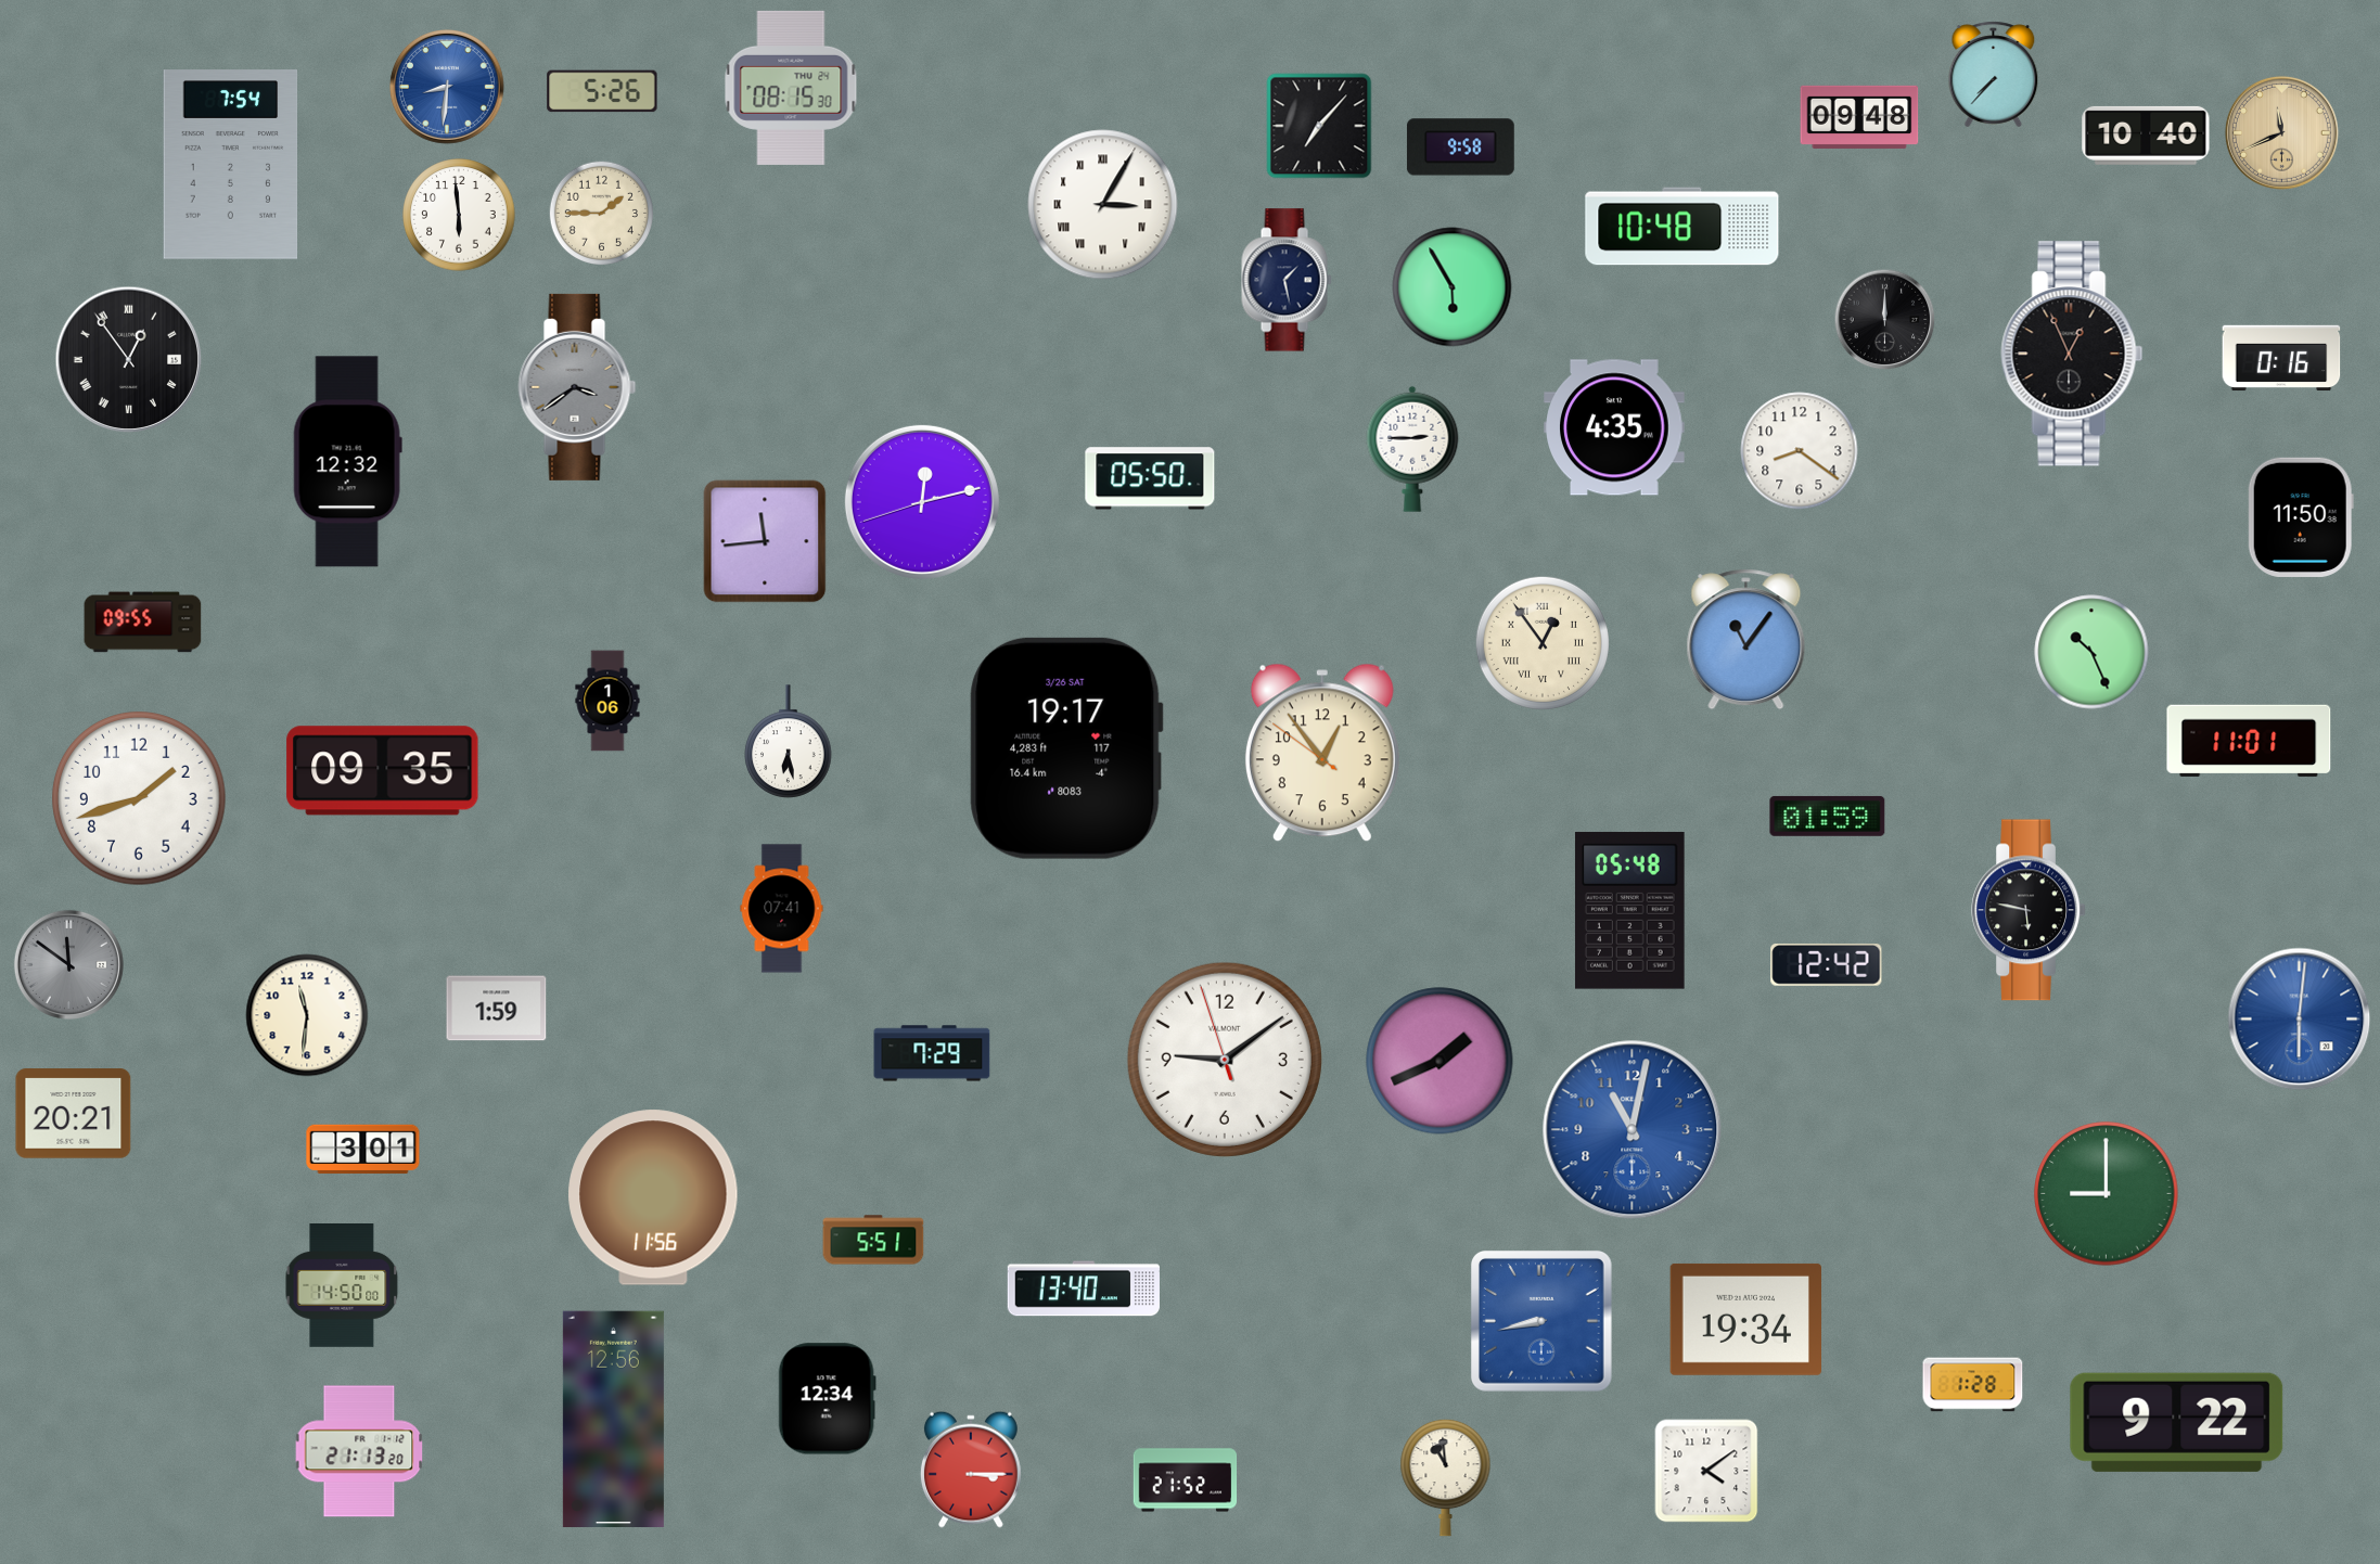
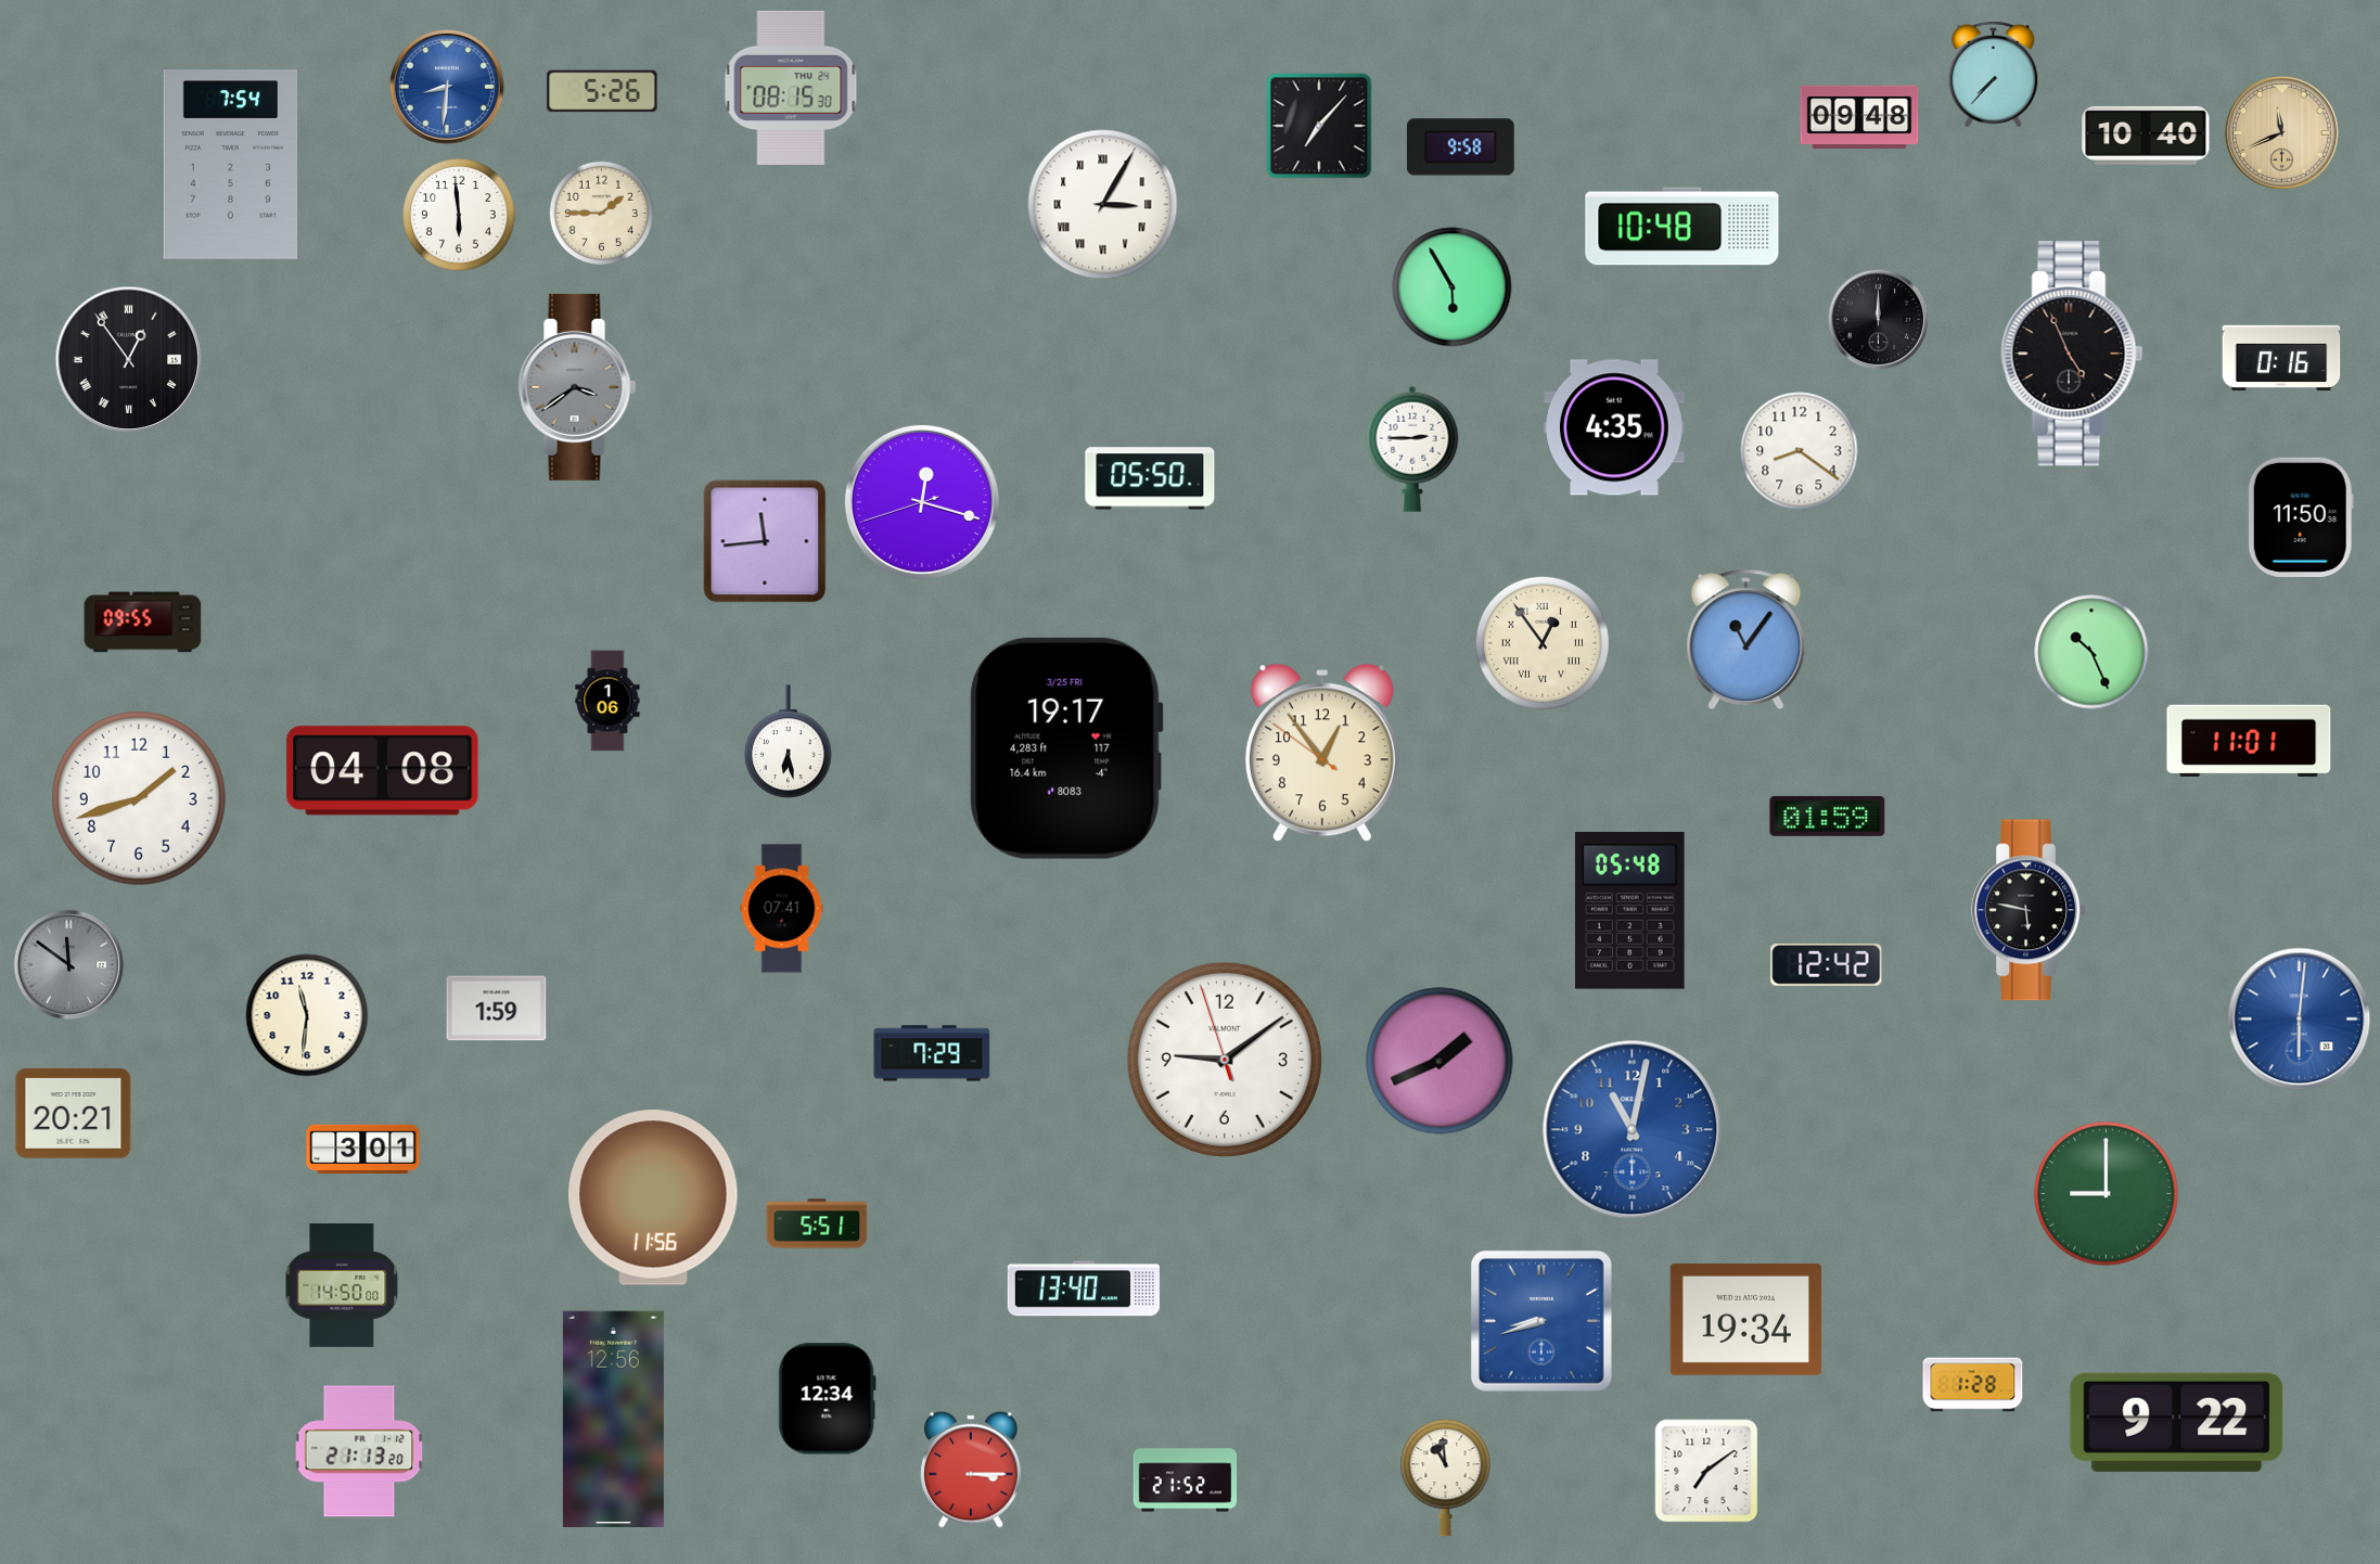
clock at (1287, 280): 1:28 -> none
clock at (1885, 320) position: (1885, 320) -> (1879, 320)
clock at (2072, 354): 12:56 -> 4:56
clock at (347, 462): 12:32 -> none
clock at (922, 502): 12:12 -> 12:17
clock at (1066, 748) date: 3/26 SAT -> 3/25 FRI
clock at (383, 771): 09:35 -> 04:08
clock at (873, 1240) position: (873, 1240) -> (817, 1223)
clock at (1541, 1321): 8:43 -> 8:42
clock at (1706, 1471): 4:09 -> 7:09
